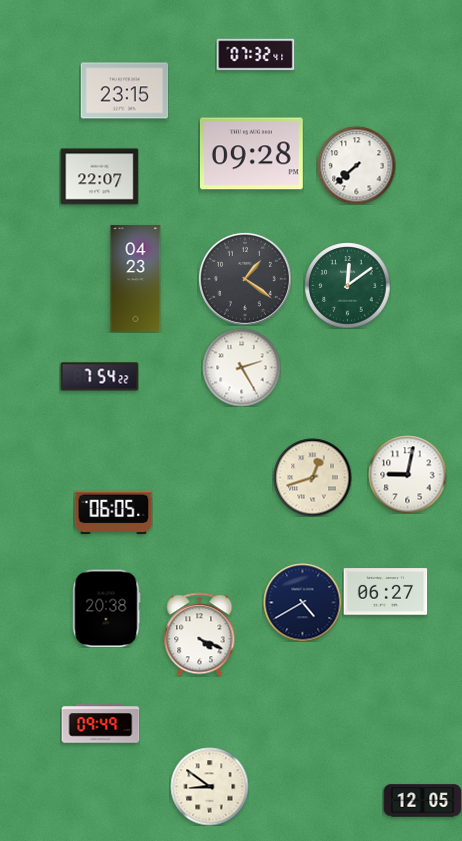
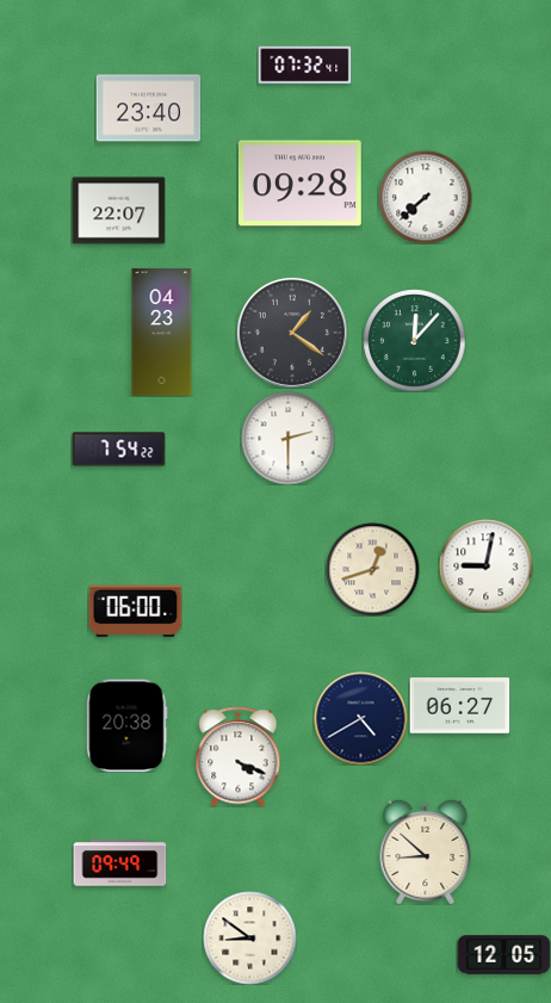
clock at (124, 91): 23:15 -> 23:40
clock at (347, 285): 12:09 -> 12:07
clock at (241, 367): 2:25 -> 2:30
clock at (113, 513): 06:05 -> 06:00
clock at (426, 852): none -> 8:52
